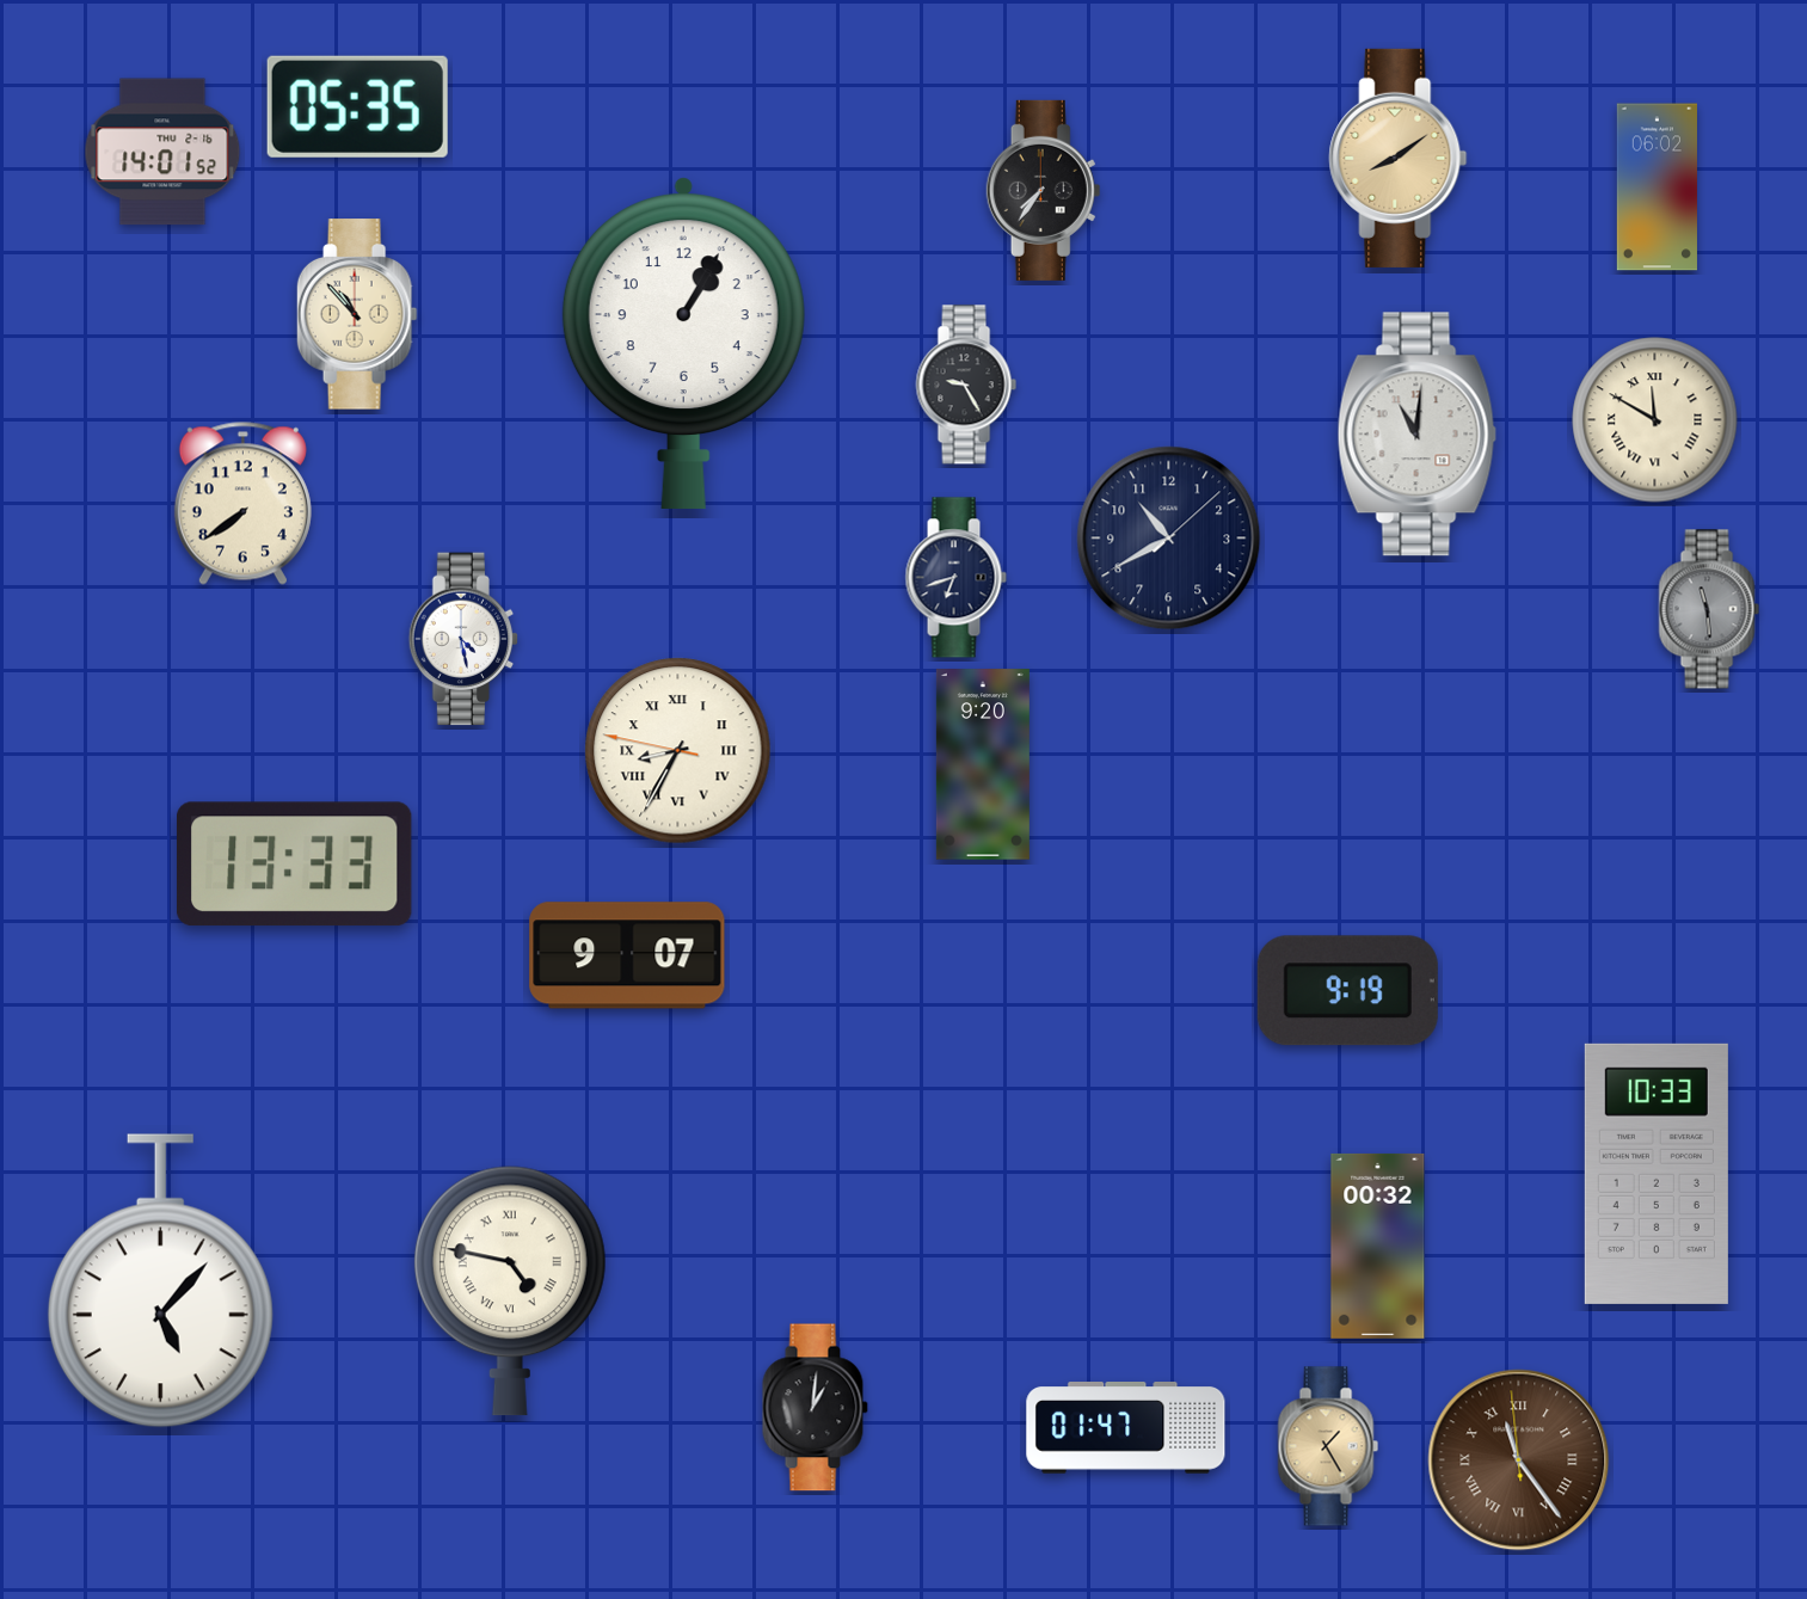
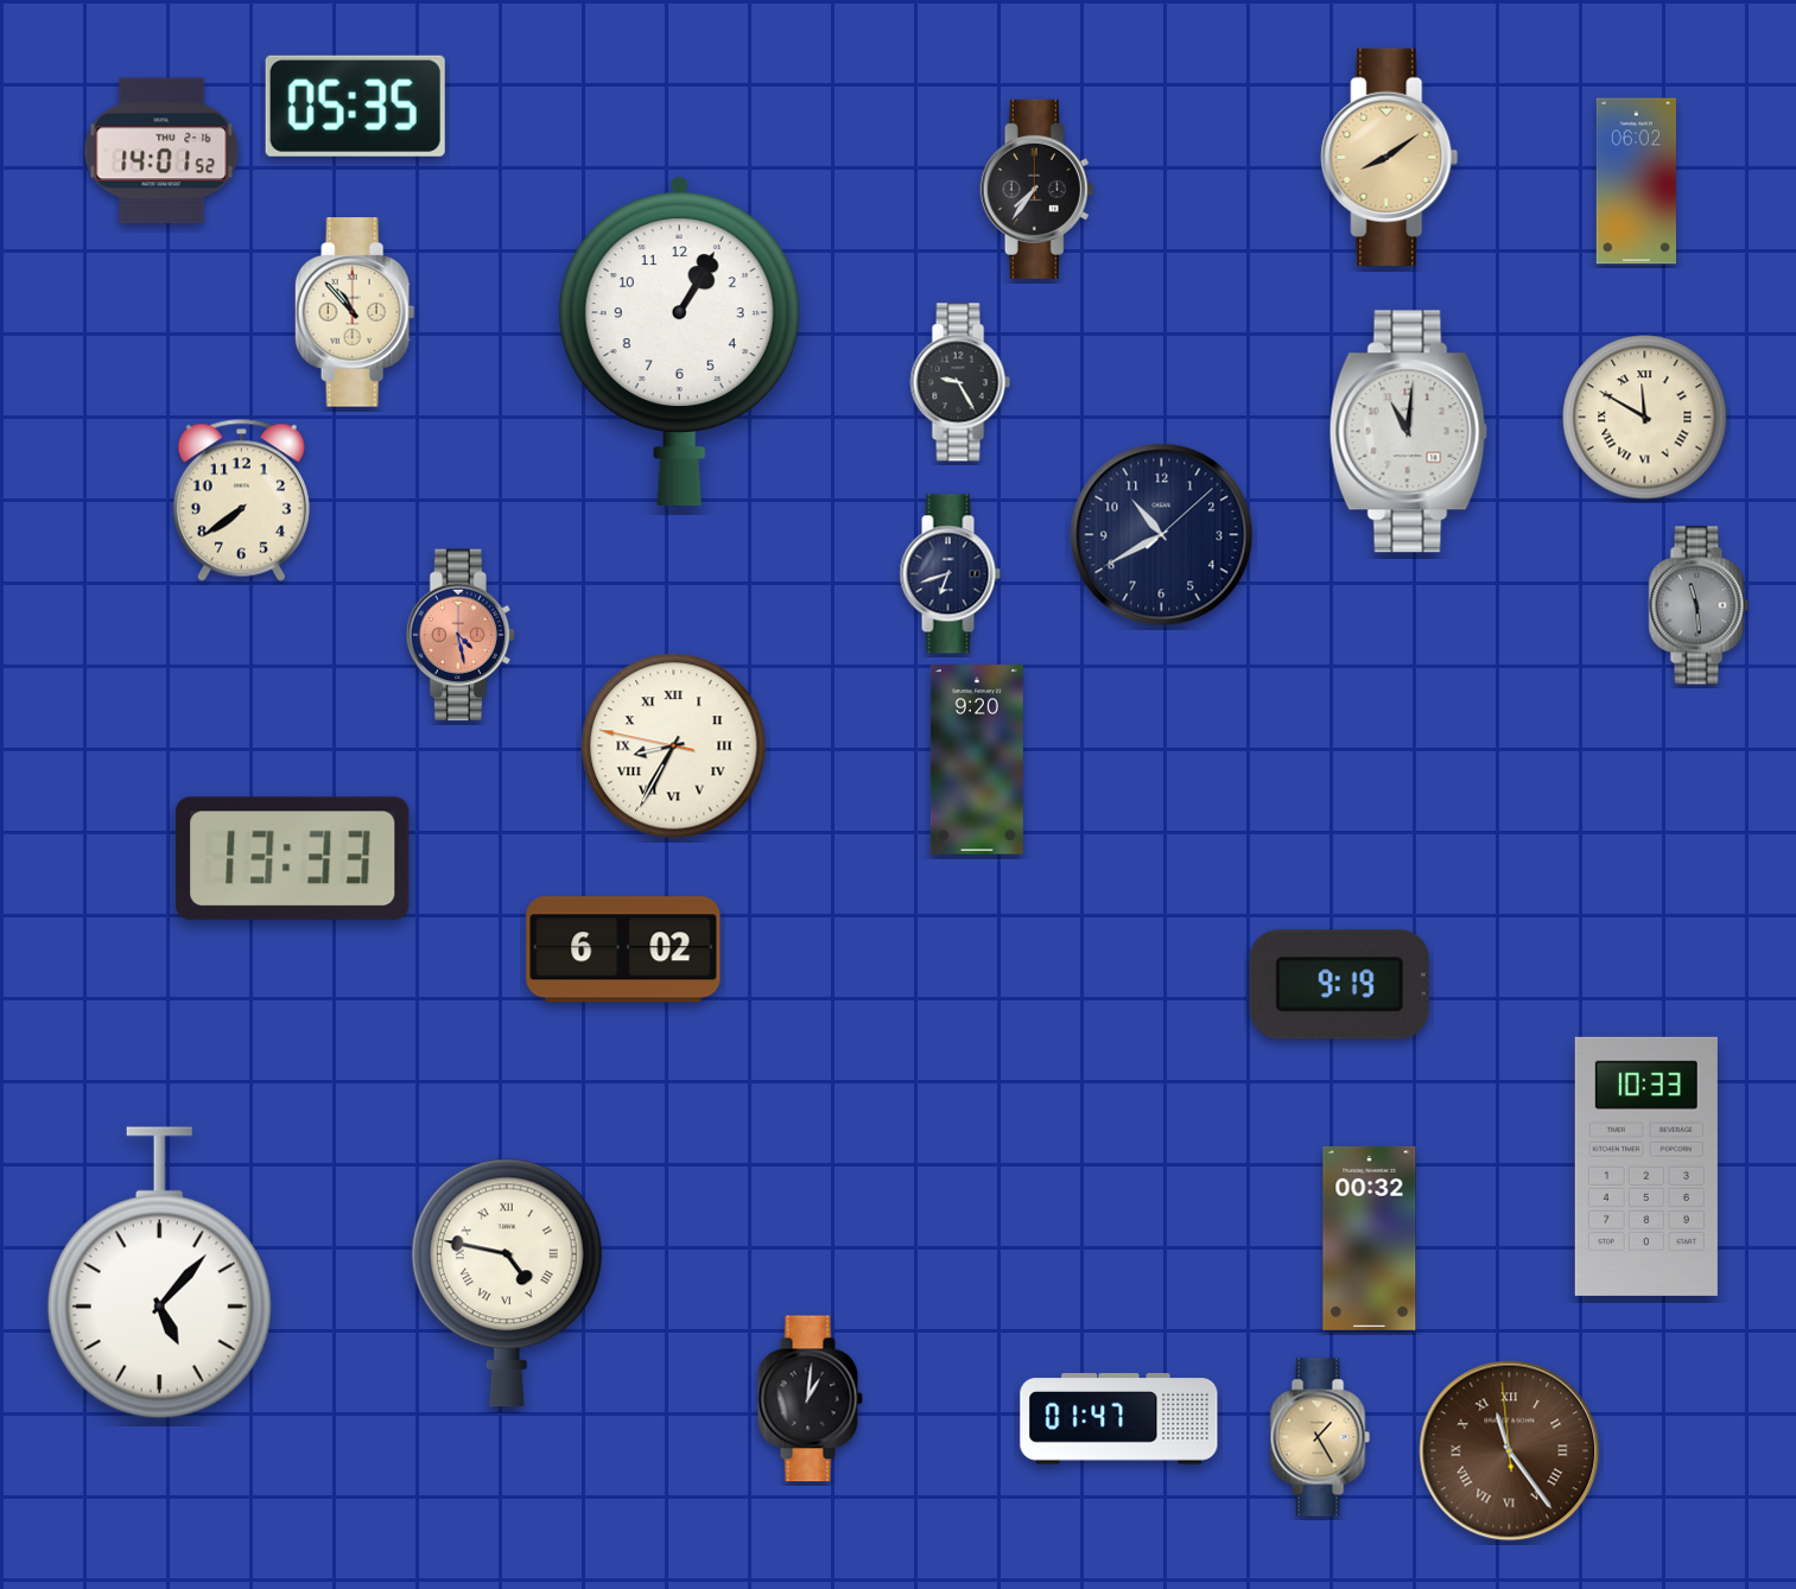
clock at (1657, 187) position: (1657, 187) -> (1636, 182)
clock at (463, 639) dial: white -> salmon
clock at (627, 955): 9:07 -> 6:02
